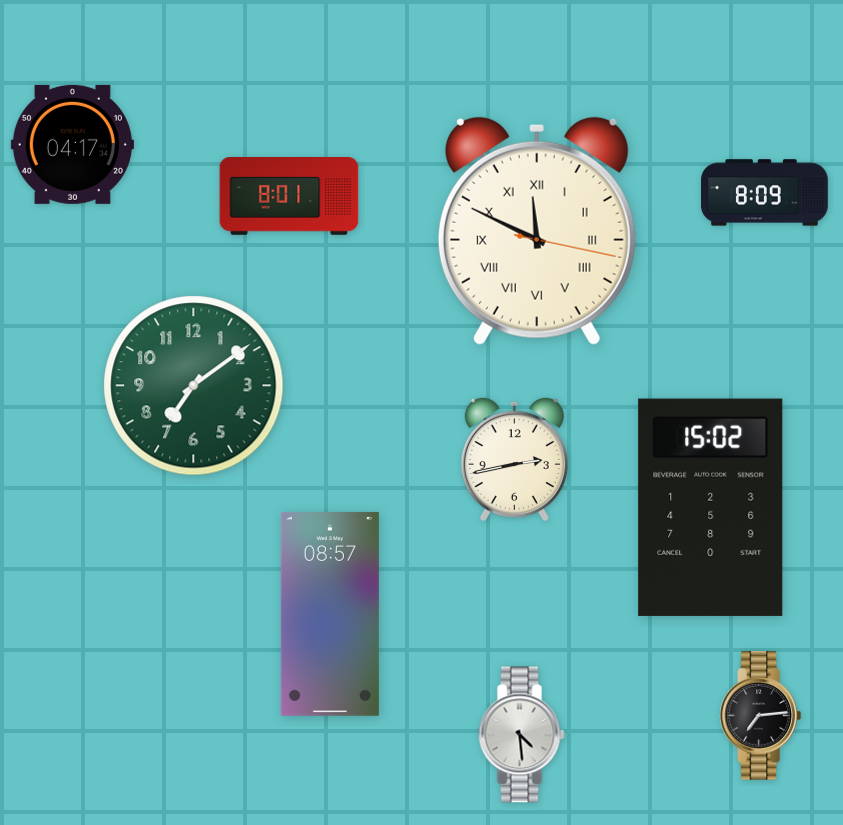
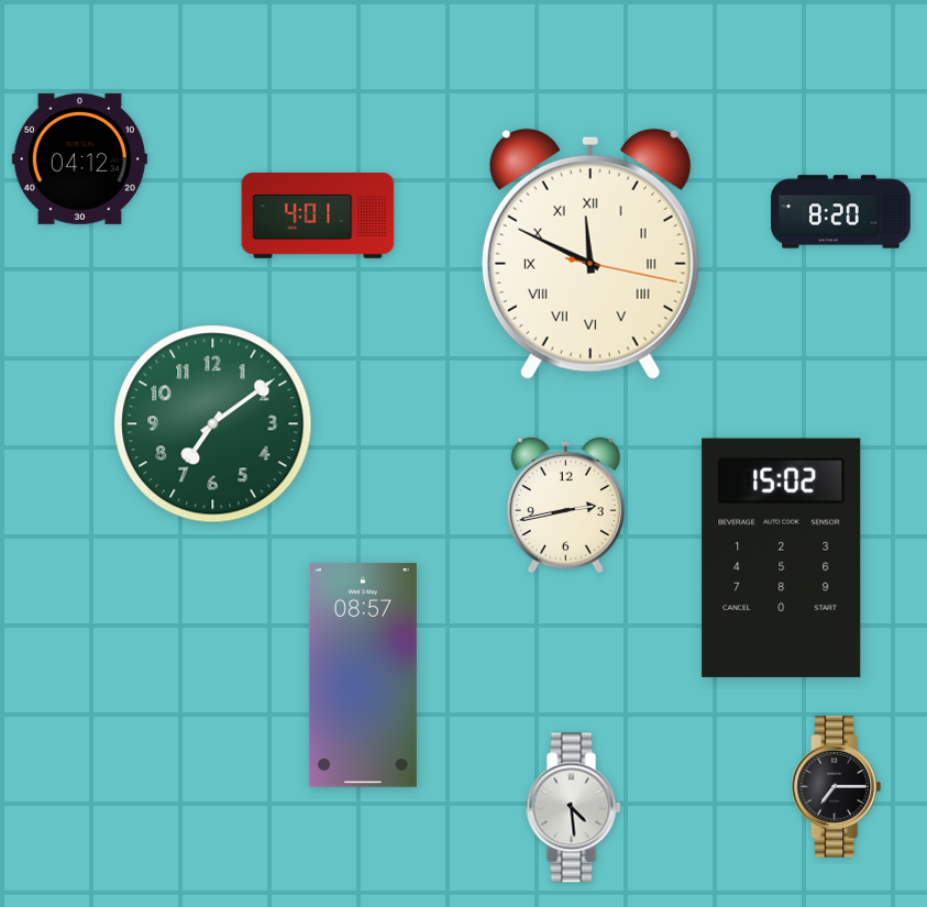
clock at (72, 144): 04:17 -> 04:12
clock at (765, 193): 8:09 -> 8:20
clock at (289, 197): 8:01 -> 4:01
clock at (760, 716): 7:14 -> 7:15
